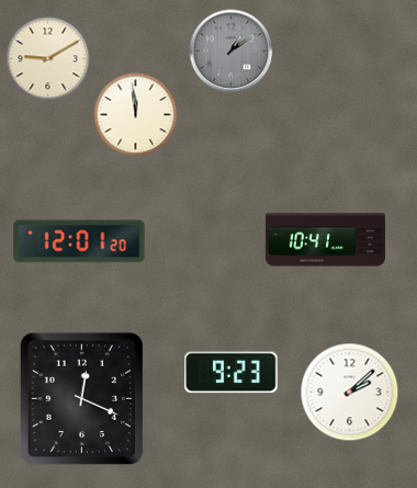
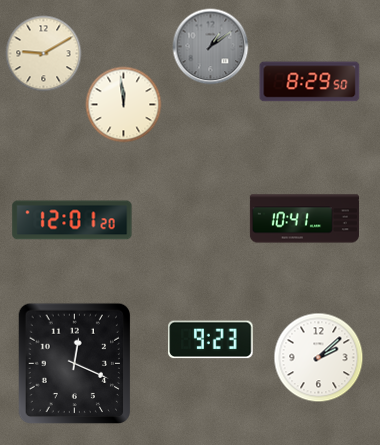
clock at (310, 82): none -> 8:29
clock at (325, 240) position: (325, 240) -> (304, 219)
